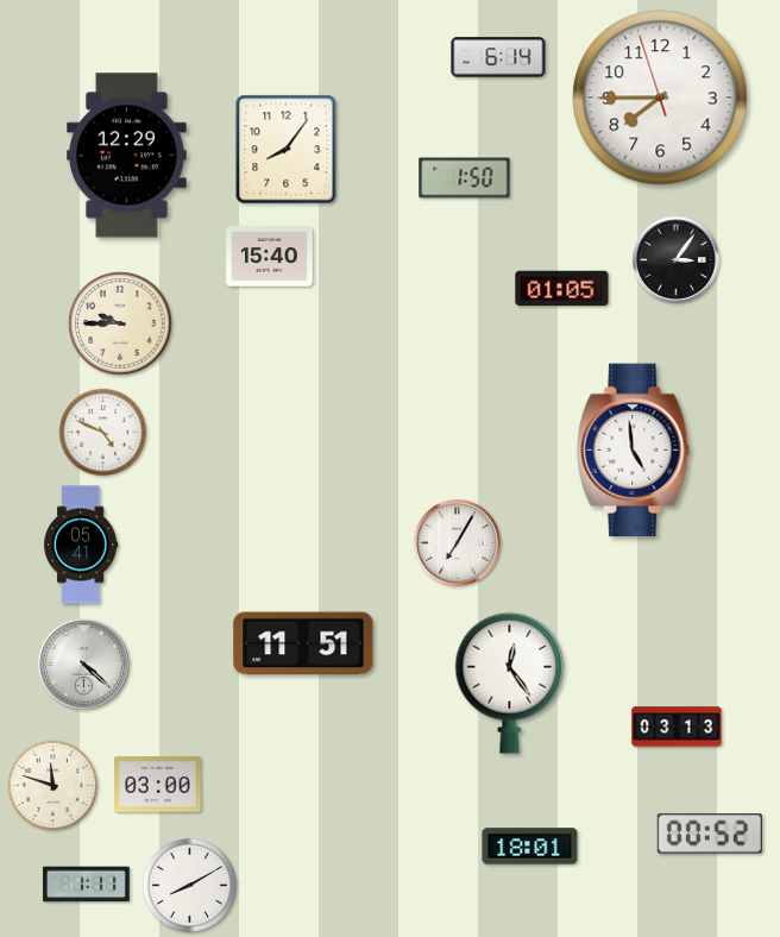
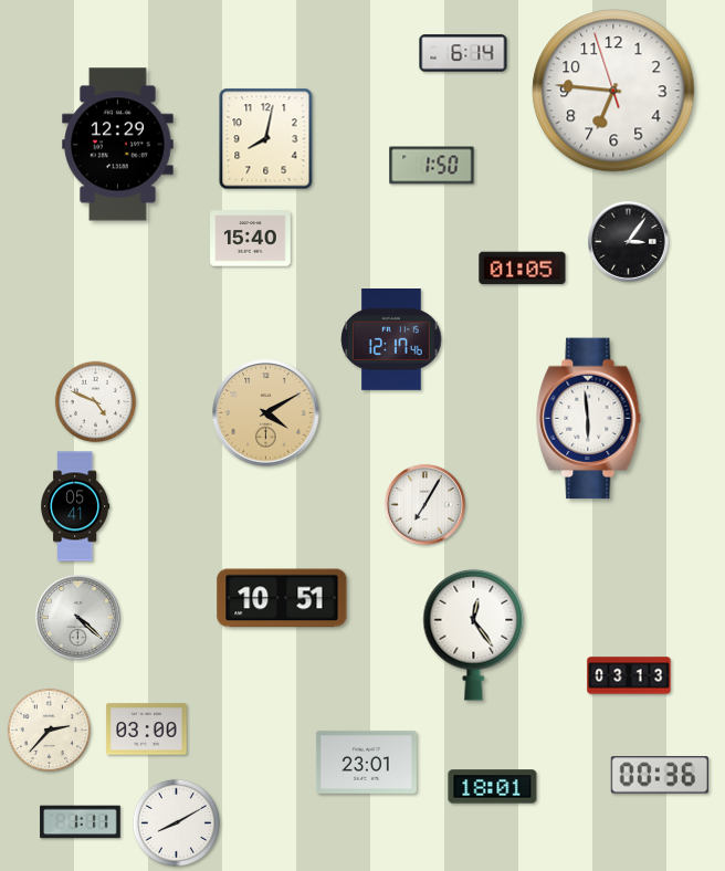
clock at (660, 98): 7:44 -> 6:45
clock at (287, 150): 8:06 -> 8:02
clock at (120, 323): 9:45 -> none
clock at (391, 340): none -> 12:17
clock at (266, 413): none -> 4:10
clock at (634, 451): 4:59 -> 5:59
clock at (303, 643): 11:51 -> 10:51
clock at (52, 786): 11:48 -> 2:37
clock at (366, 762): none -> 23:01
clock at (710, 834): 00:52 -> 00:36
